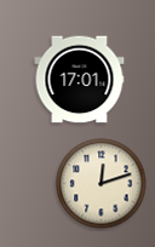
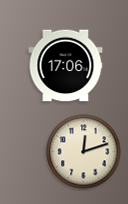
clock at (80, 80): 17:01 -> 17:06
